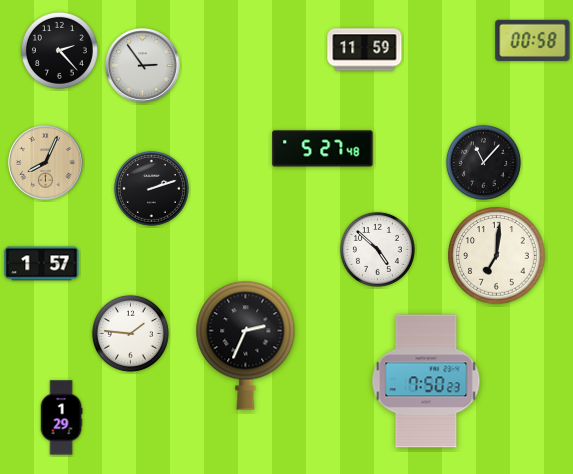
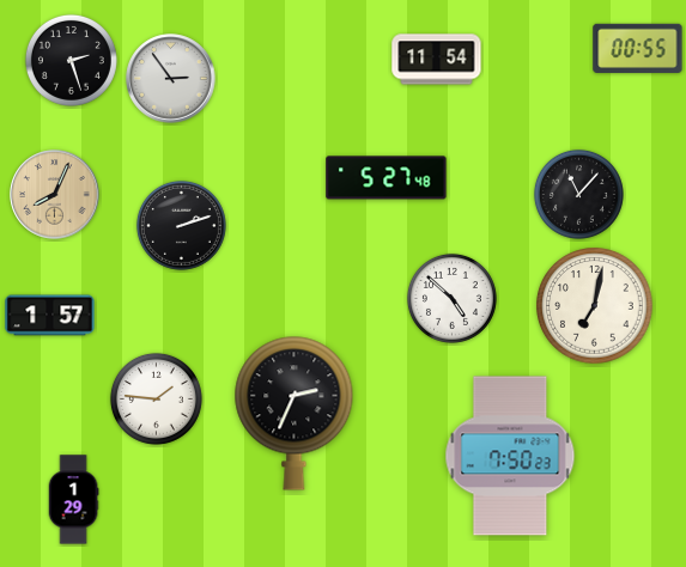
clock at (533, 40): 00:58 -> 00:55
clock at (59, 50): 2:23 -> 2:27
clock at (365, 50): 11:59 -> 11:54
clock at (497, 256): 7:01 -> 7:02
